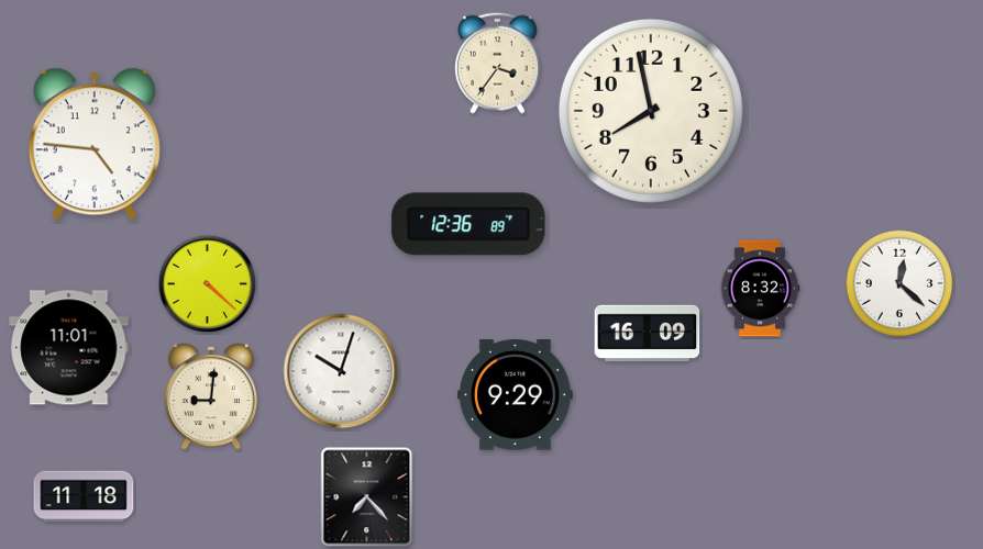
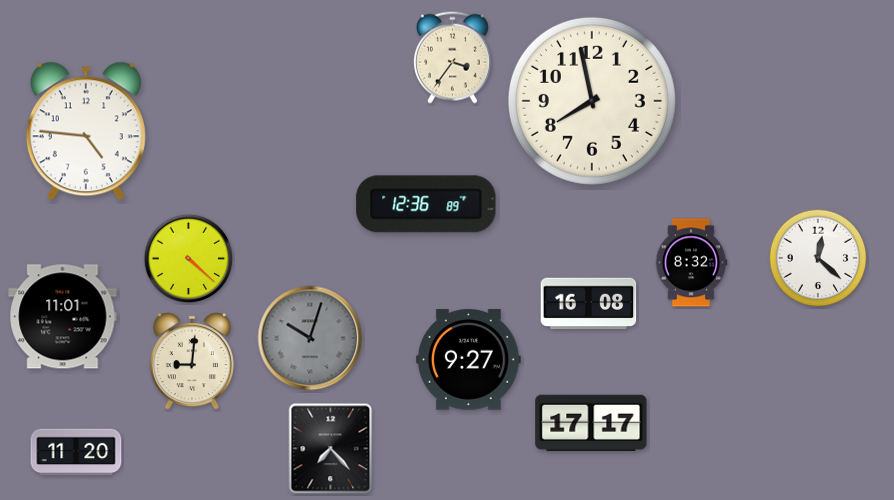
clock at (648, 334): 16:09 -> 16:08
clock at (341, 371) dial: white -> grey
clock at (516, 395): 9:29 -> 9:27
clock at (591, 423): none -> 17:17
clock at (84, 496): 11:18 -> 11:20
clock at (367, 497) position: (367, 497) -> (331, 449)
